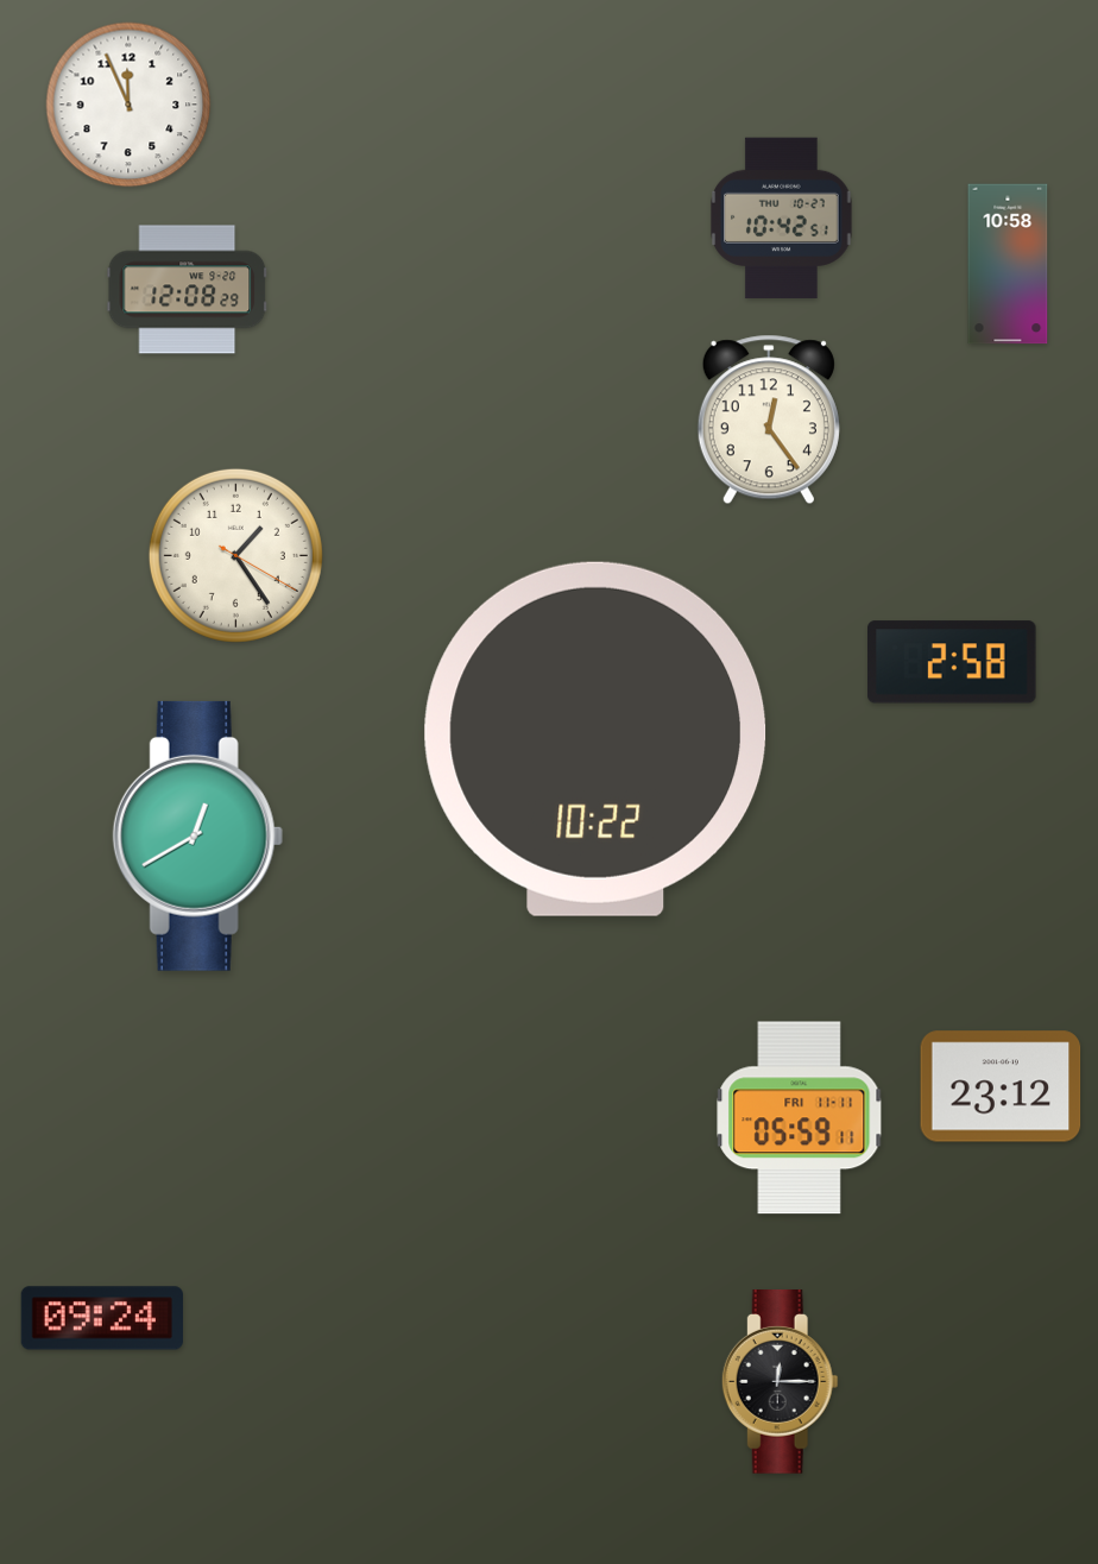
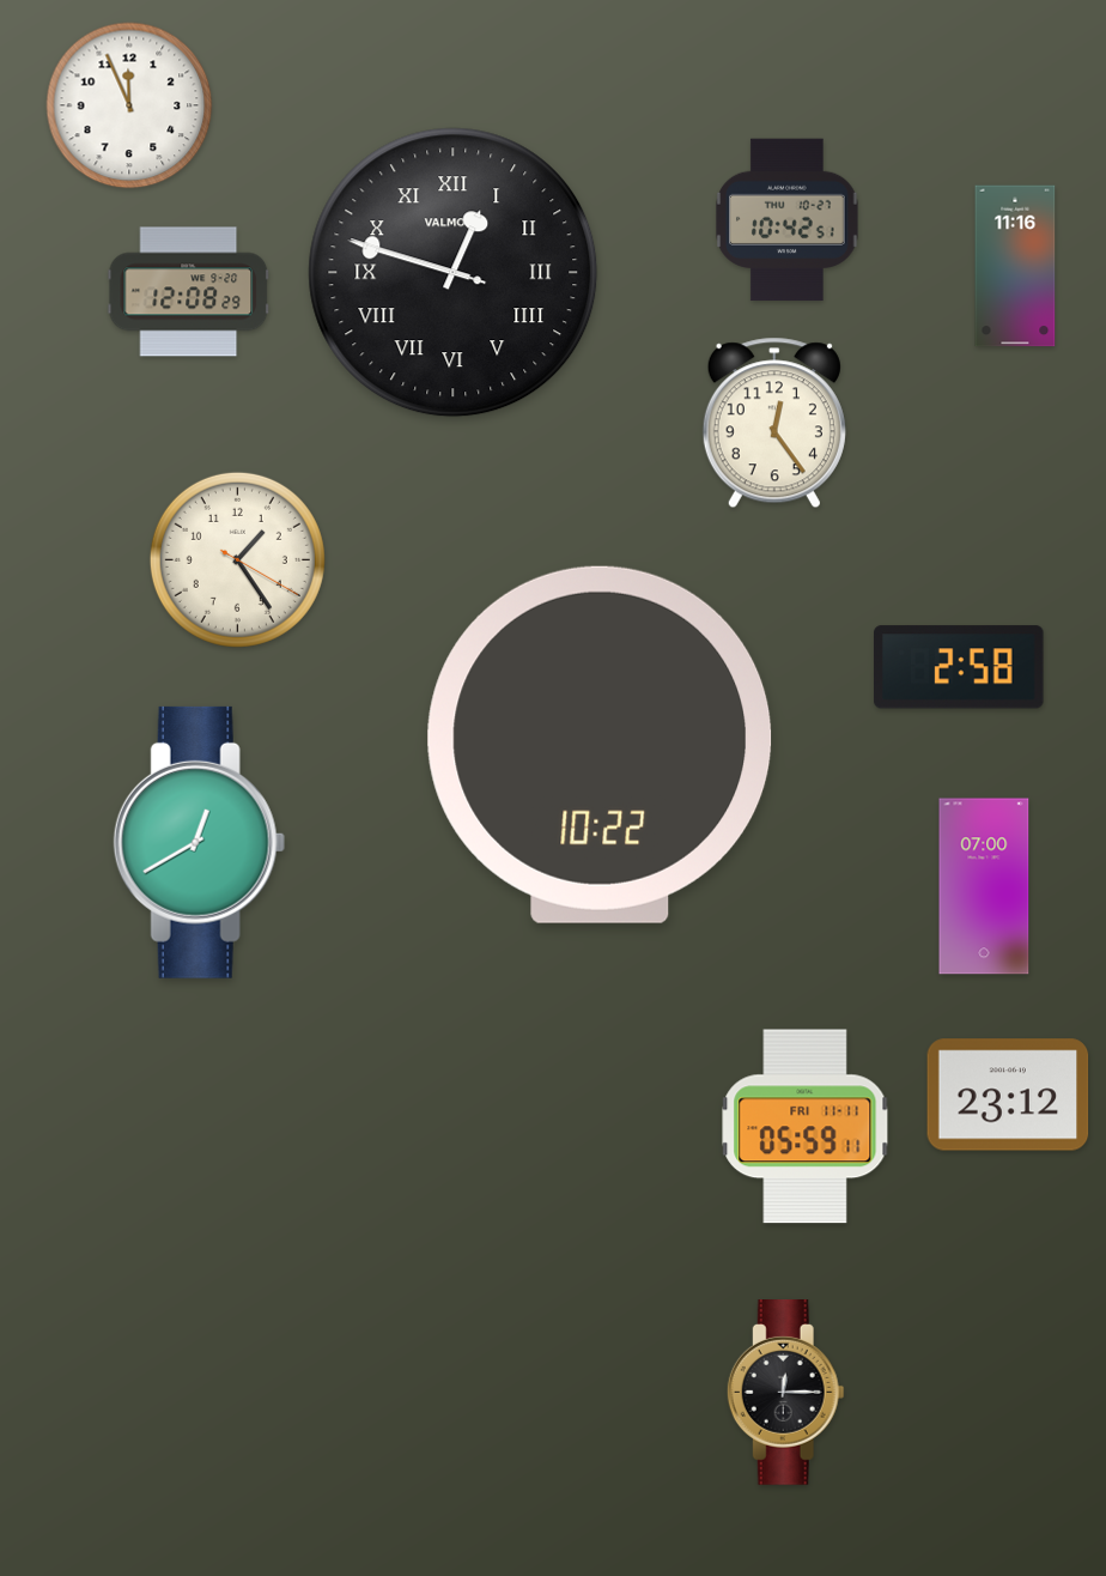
clock at (1008, 264): 10:58 -> 11:16
clock at (454, 273): none -> 12:47
clock at (984, 886): none -> 07:00
clock at (102, 1318): 09:24 -> none
